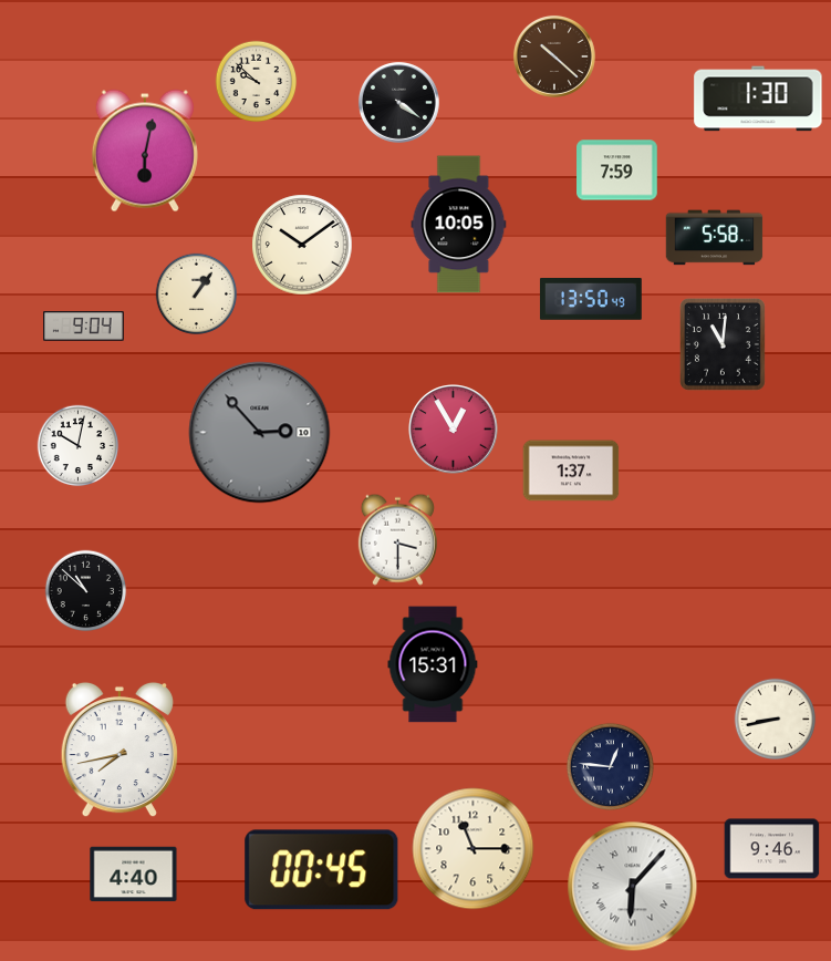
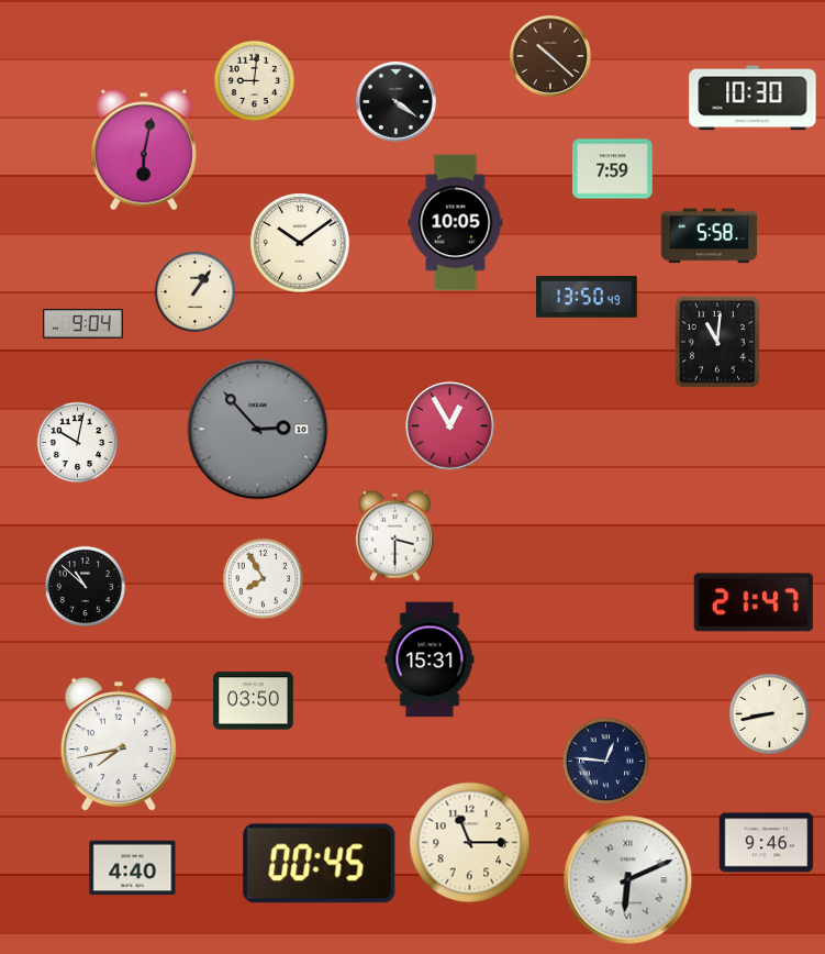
clock at (257, 82): 9:52 -> 9:01
clock at (758, 99): 1:30 -> 10:30
clock at (571, 471): 1:37 -> none
clock at (264, 579): none -> 7:55
clock at (754, 602): none -> 21:47
clock at (254, 701): none -> 03:50
clock at (633, 887): 6:07 -> 6:11
